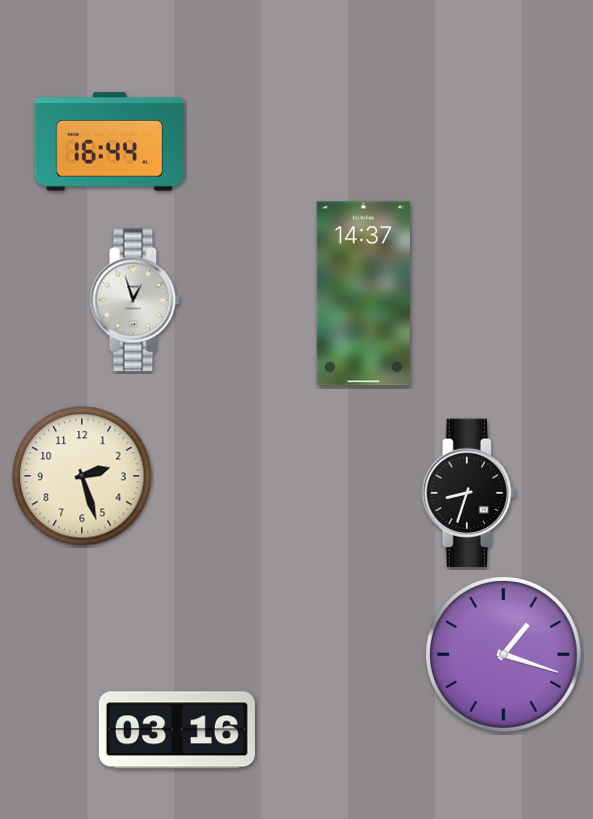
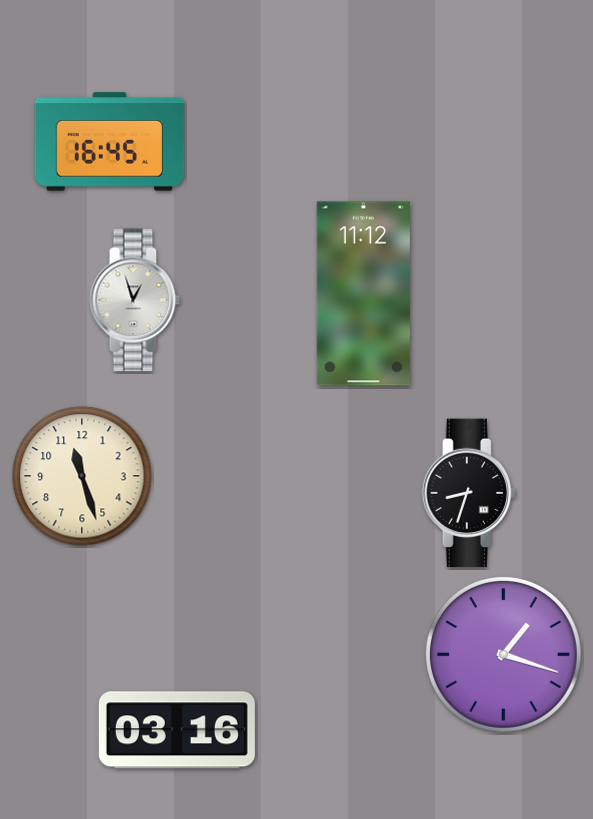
clock at (110, 142): 16:44 -> 16:45
clock at (363, 294): 14:37 -> 11:12
clock at (82, 476): 2:27 -> 11:27
